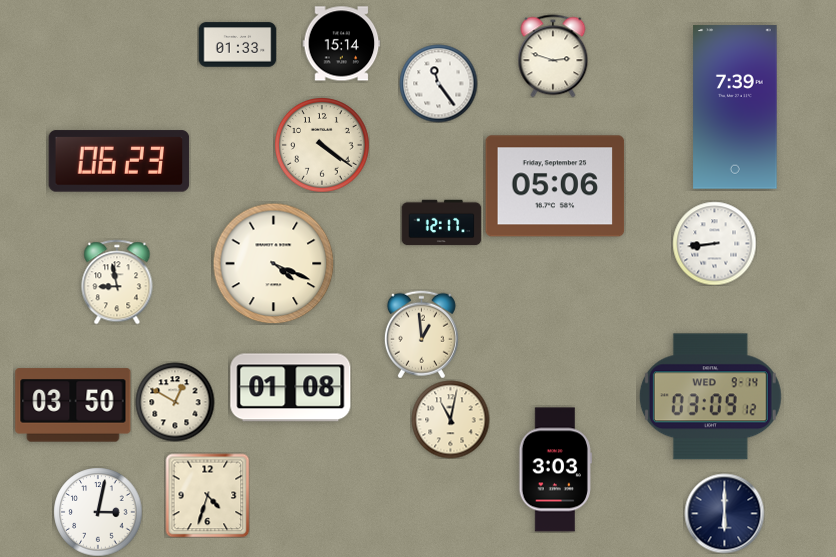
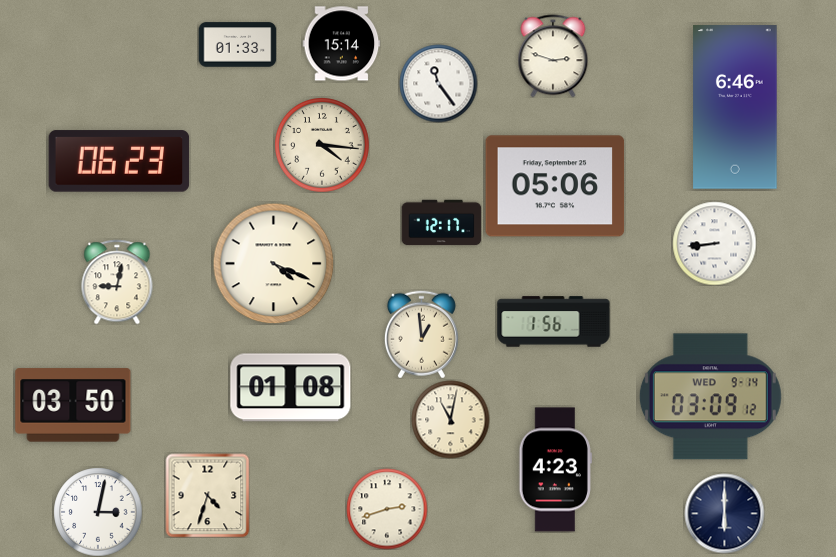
clock at (735, 107): 7:39 -> 6:46
clock at (322, 145): 4:21 -> 4:16
clock at (117, 282): 8:58 -> 9:02
clock at (554, 322): none -> 1:56
clock at (175, 402): 12:50 -> none
clock at (555, 470): 3:03 -> 4:23
clock at (387, 509): none -> 2:42
